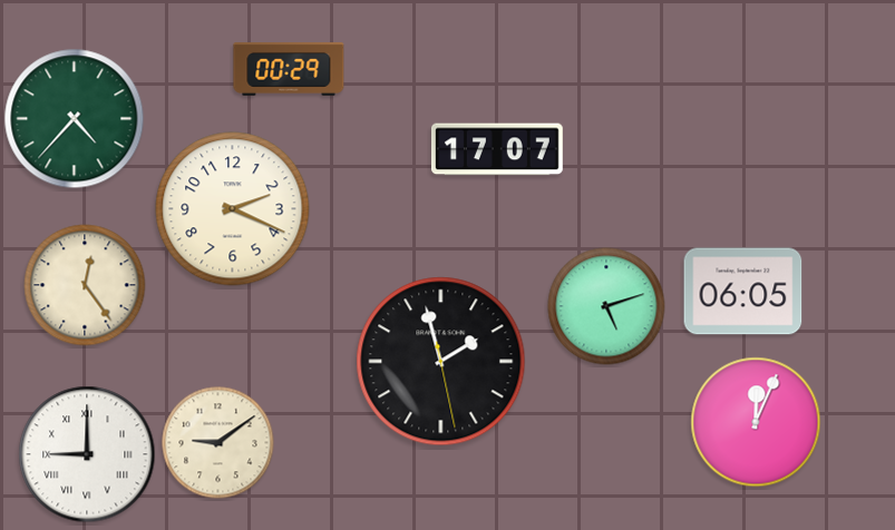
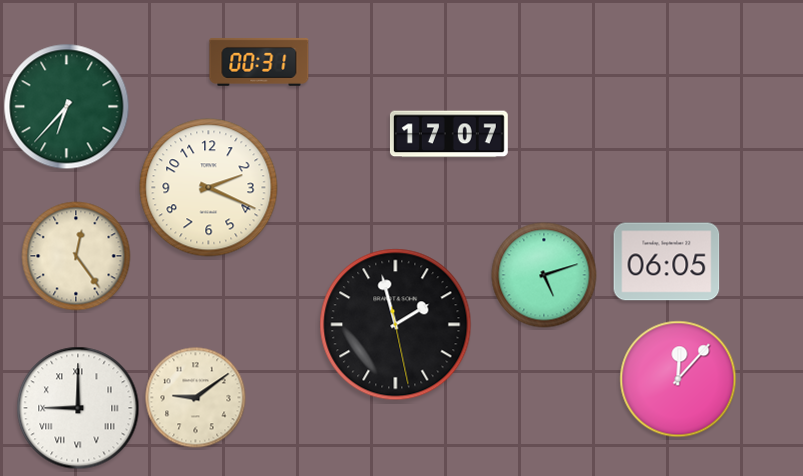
clock at (289, 69): 00:29 -> 00:31
clock at (75, 119): 4:37 -> 6:37
clock at (497, 149) position: (497, 149) -> (449, 134)
clock at (756, 422): 12:04 -> 12:07
